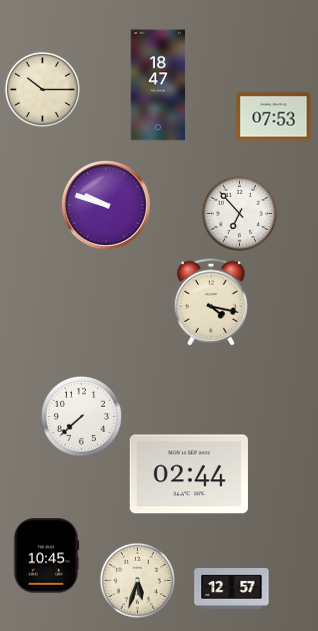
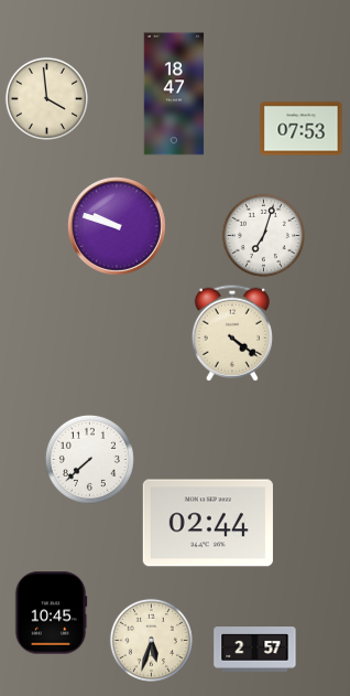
clock at (42, 89): 10:15 -> 3:59
clock at (239, 213): 6:53 -> 7:03
clock at (211, 302): 4:17 -> 4:21
clock at (232, 589): 12:57 -> 2:57
